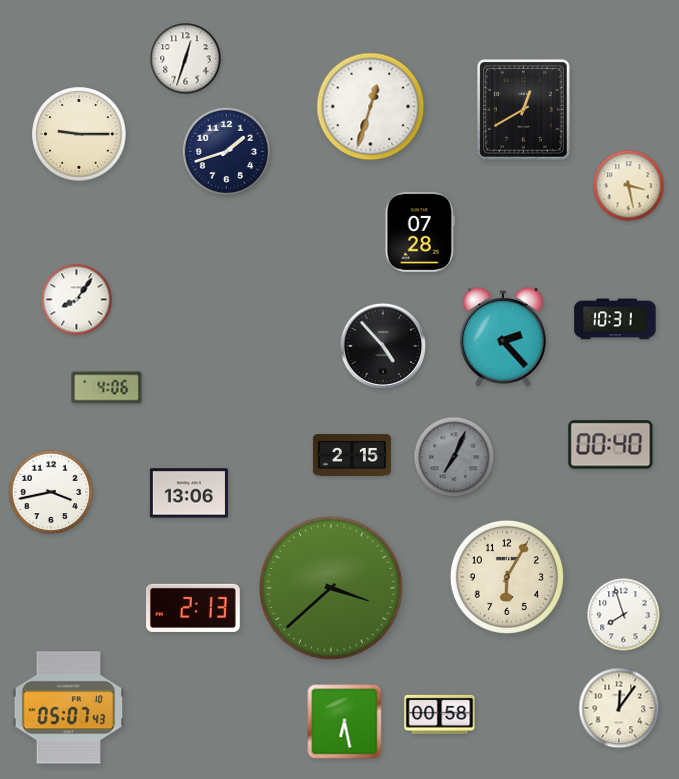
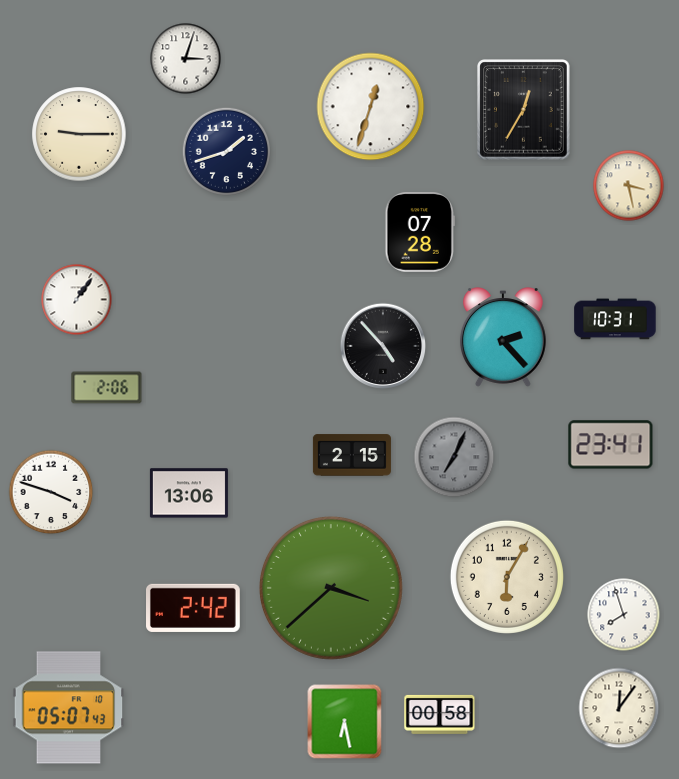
clock at (186, 59): 12:33 -> 3:03
clock at (524, 110): 12:40 -> 12:35
clock at (77, 300): 8:06 -> 1:06
clock at (107, 388): 4:06 -> 2:06
clock at (611, 445): 00:40 -> 23:41
clock at (51, 492): 3:43 -> 3:48
clock at (194, 608): 2:13 -> 2:42
